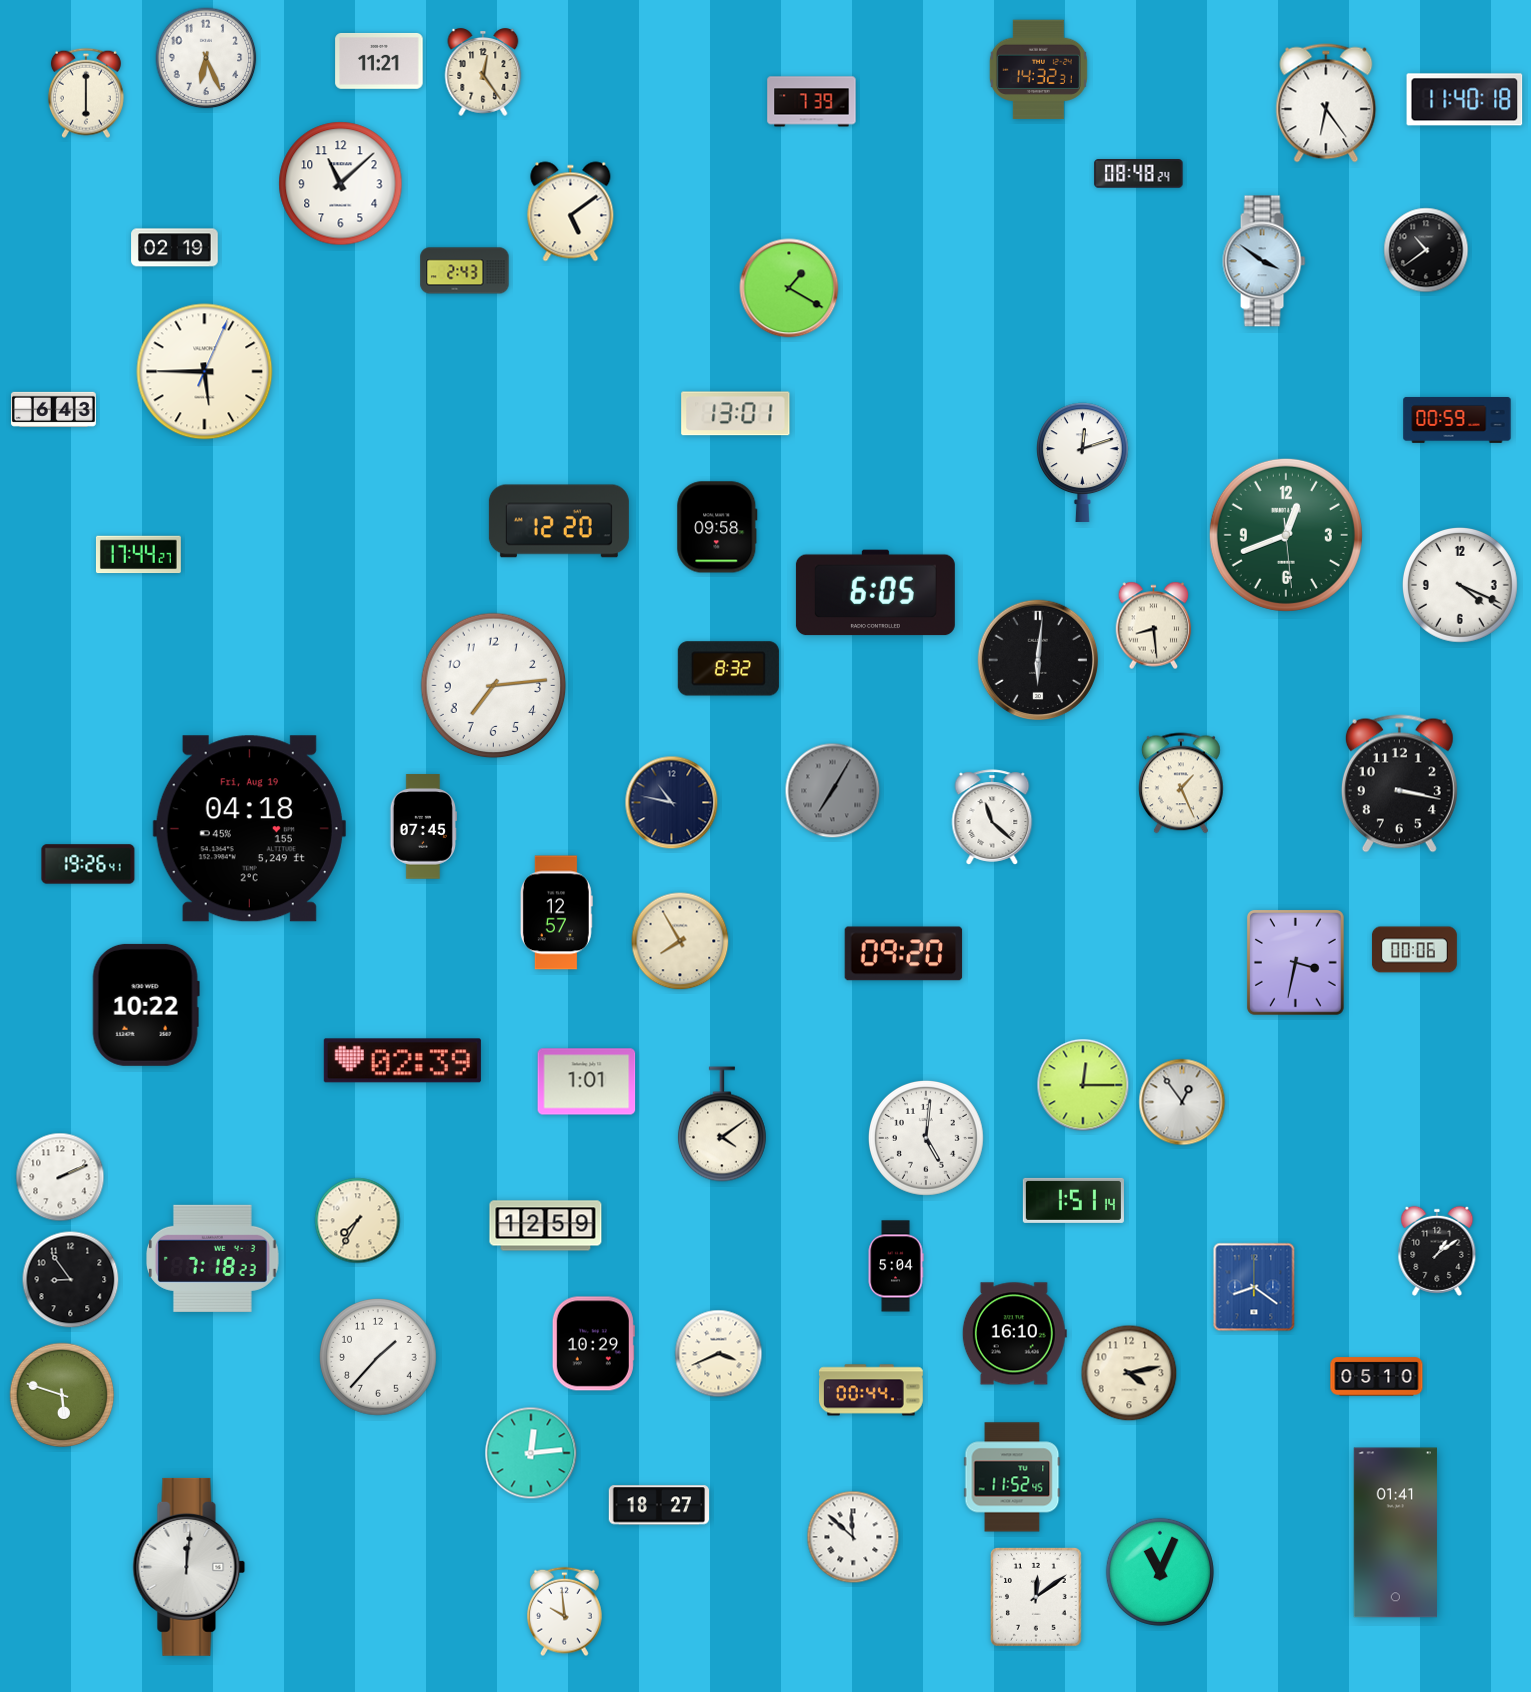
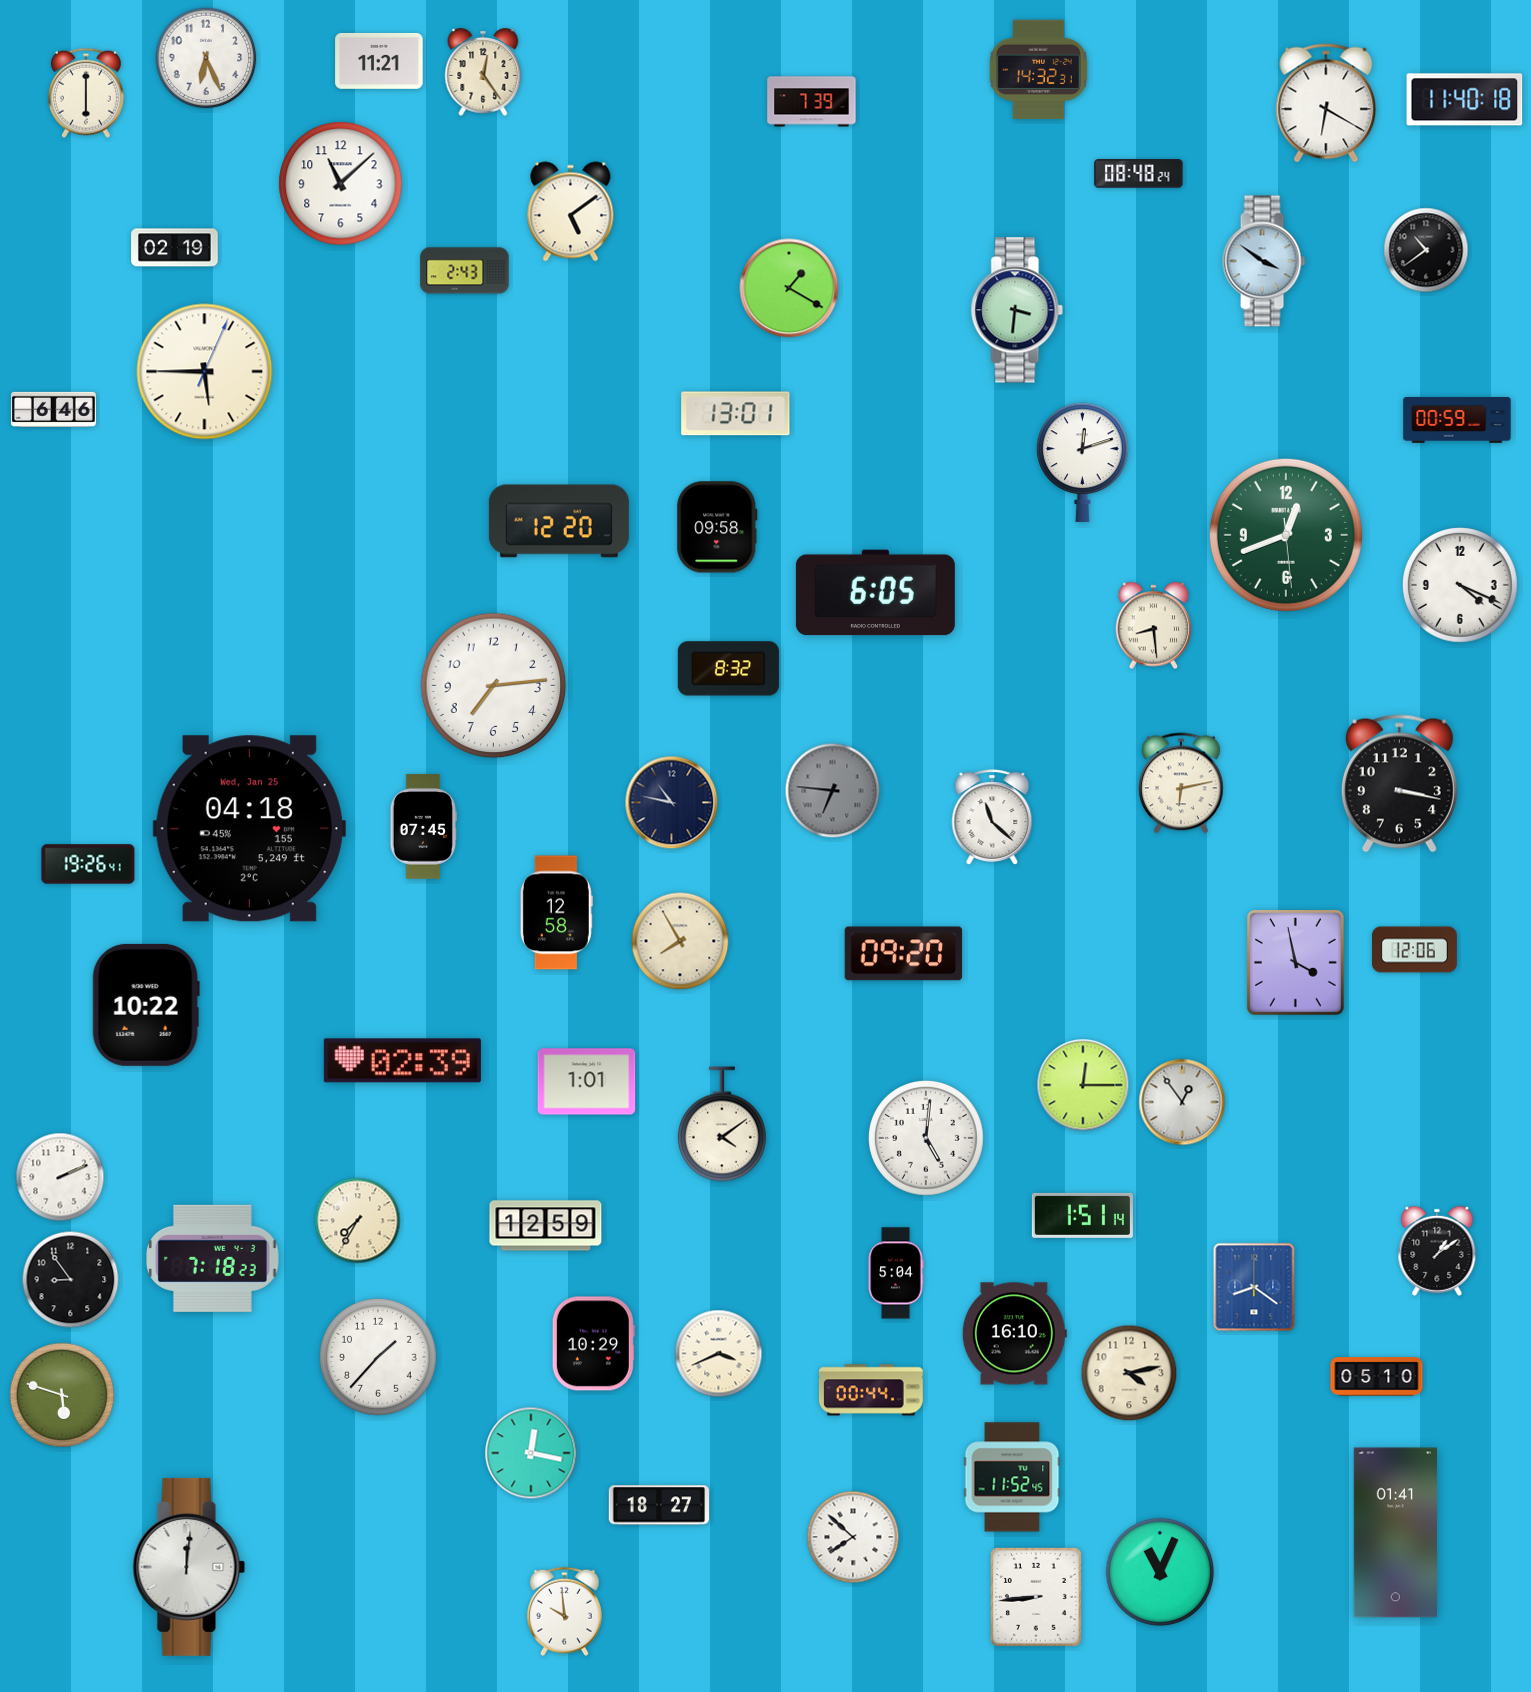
clock at (1326, 103): 6:24 -> 6:20
clock at (1017, 310): none -> 3:31
clock at (53, 409): 6:43 -> 6:46
clock at (138, 555): 17:44 -> none
clock at (1037, 659): 6:01 -> none
clock at (1182, 783): 1:26 -> 6:13
clock at (833, 791): 7:05 -> 6:46
clock at (249, 829) date: Fri, Aug 19 -> Wed, Jan 25
clock at (556, 913): 12:57 -> 12:58
clock at (1415, 950): 00:06 -> 12:06
clock at (1295, 962): 3:32 -> 3:58
clock at (1073, 1200) position: (1073, 1200) -> (1082, 1215)
clock at (896, 1266) position: (896, 1266) -> (896, 1273)
clock at (531, 1453): 12:14 -> 12:17
clock at (853, 1537): 11:52 -> 7:52
clock at (1037, 1598): 12:09 -> 8:44
